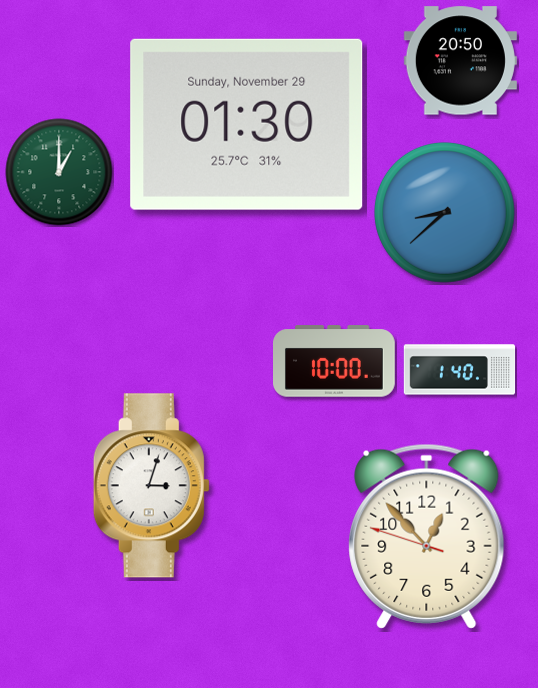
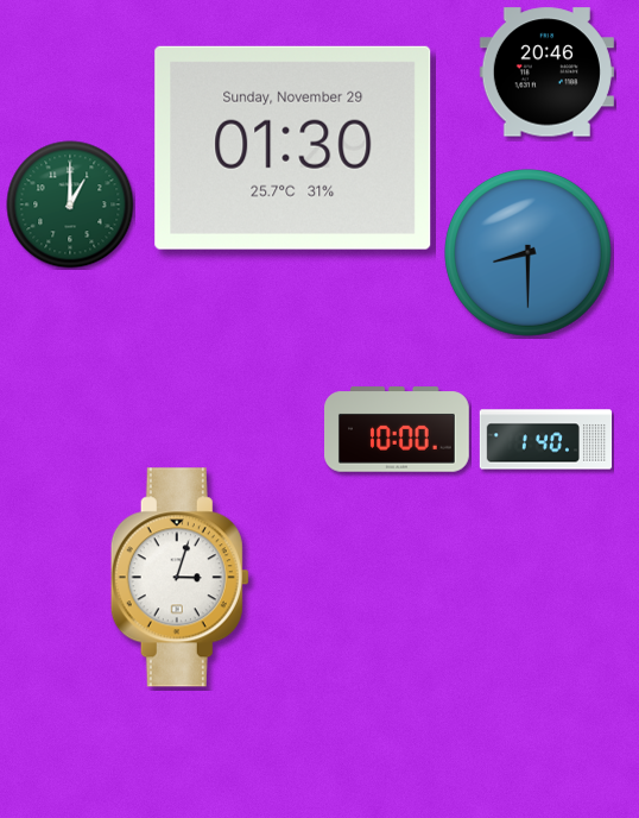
clock at (460, 61): 20:50 -> 20:46
clock at (445, 213): 8:38 -> 8:30
clock at (427, 536): 12:52 -> none
